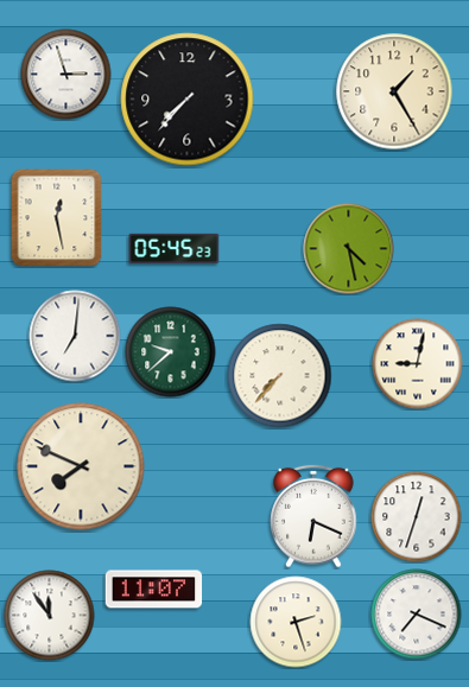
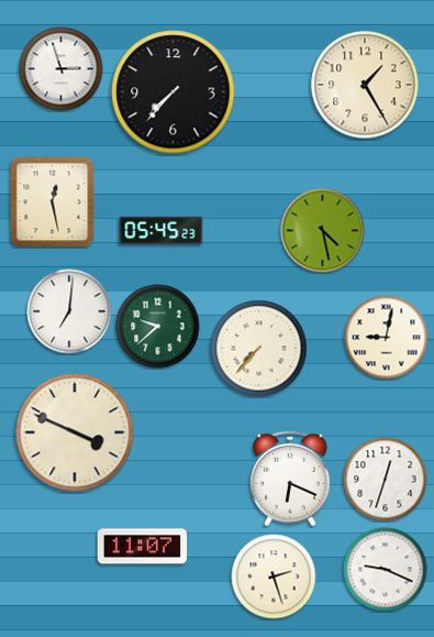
clock at (81, 466): 7:49 -> 3:49
clock at (417, 615): 7:19 -> 9:19
clock at (50, 616): 11:54 -> none
